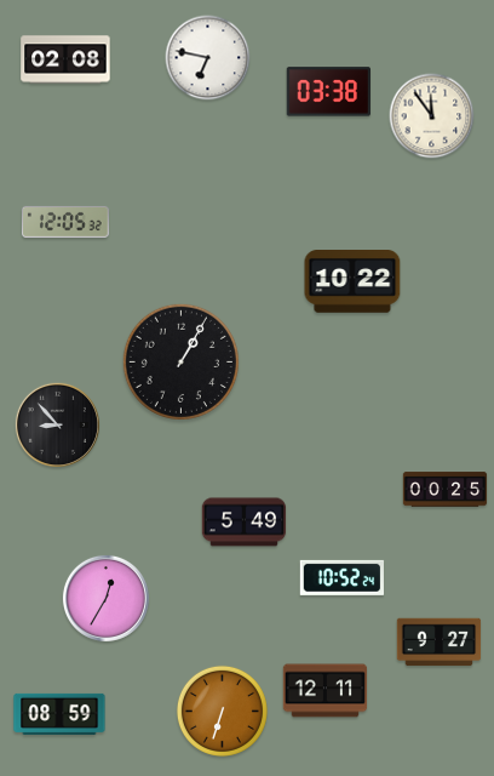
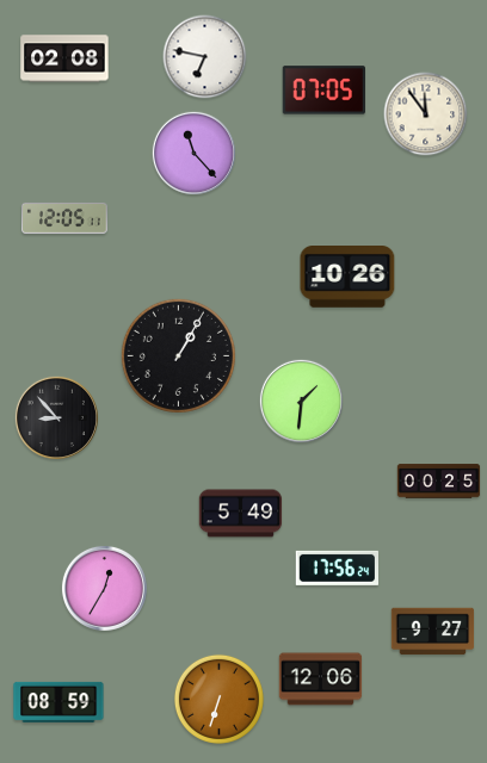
clock at (328, 92): 03:38 -> 07:05
clock at (193, 153): none -> 11:23
clock at (67, 222): 12:05:32 -> 12:05:11
clock at (352, 283): 10:22 -> 10:26
clock at (301, 401): none -> 1:31
clock at (343, 577): 10:52 -> 17:56
clock at (326, 691): 12:11 -> 12:06
